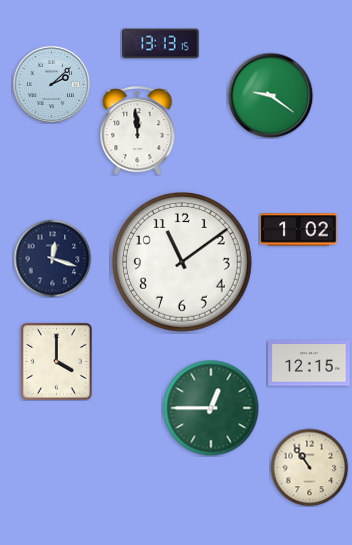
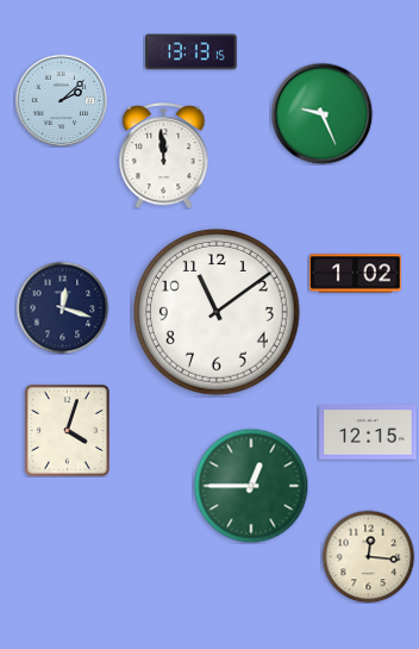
clock at (270, 95): 9:21 -> 9:26
clock at (56, 361): 4:00 -> 4:03
clock at (309, 467): 10:54 -> 12:16
